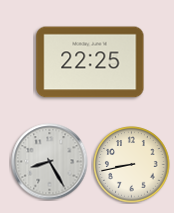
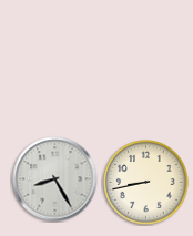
clock at (90, 62): 22:25 -> none
